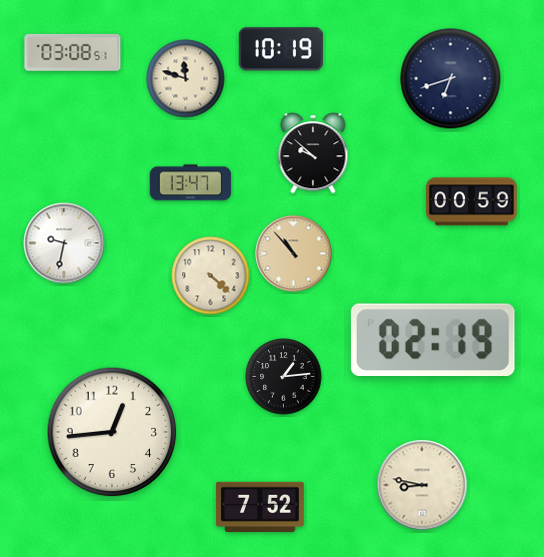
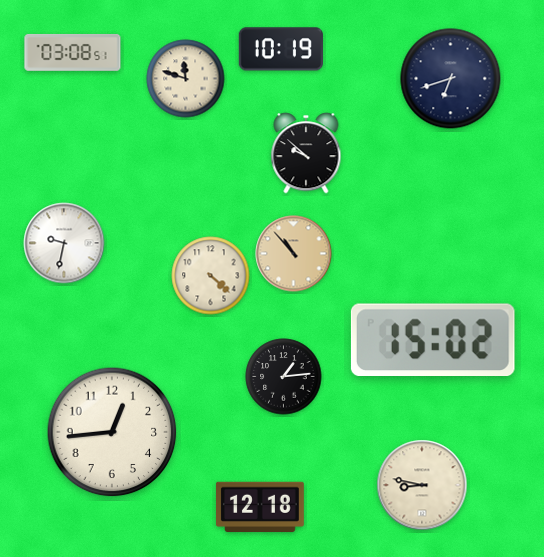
clock at (313, 153) position: (313, 153) -> (306, 153)
clock at (191, 183): 13:47 -> none
clock at (472, 202): 00:59 -> none
clock at (433, 339): 02:19 -> 15:02
clock at (261, 507): 7:52 -> 12:18
